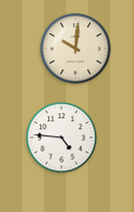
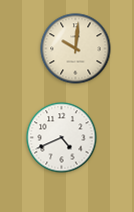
clock at (62, 138): 4:46 -> 4:41
